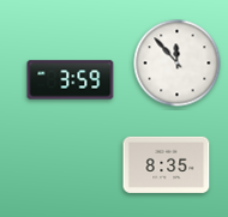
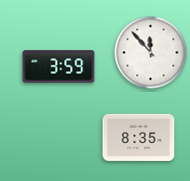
clock at (178, 64) position: (178, 64) -> (151, 53)
